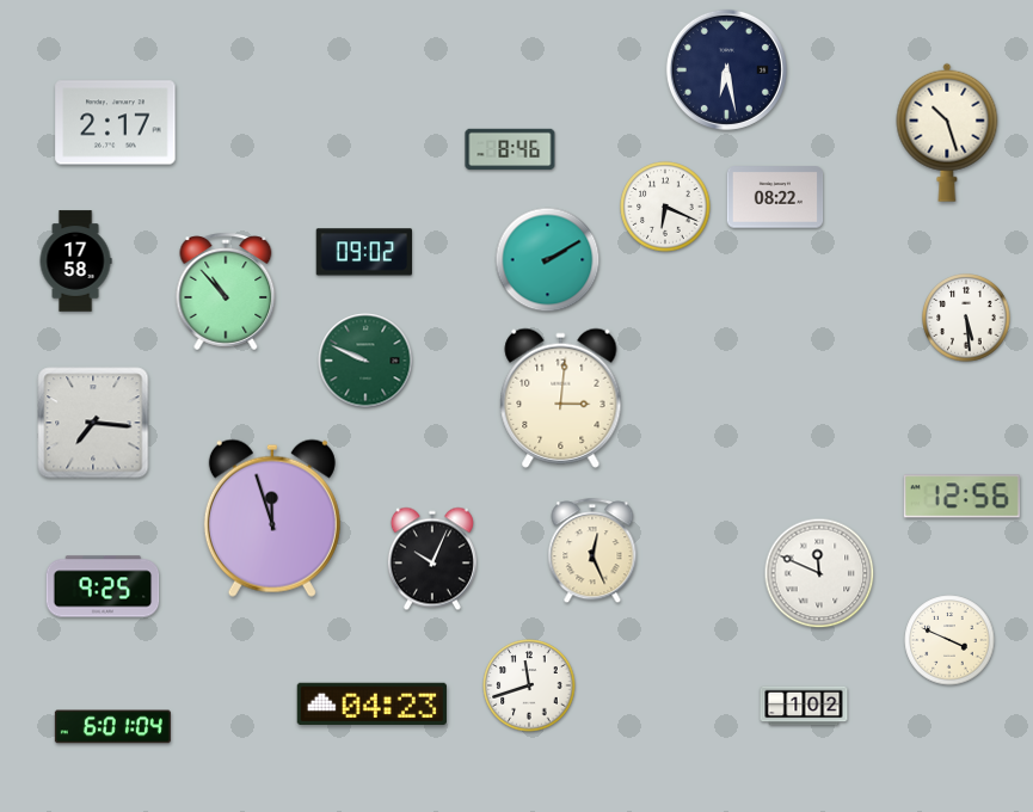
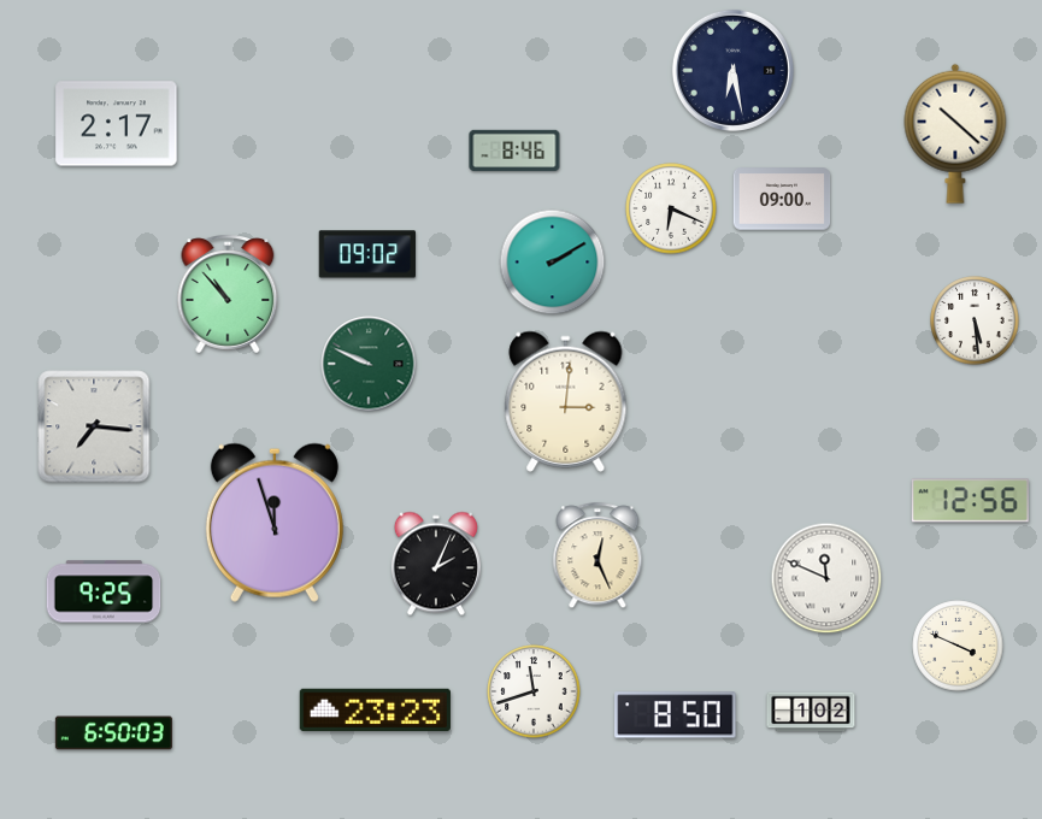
clock at (947, 133): 10:27 -> 10:22
clock at (775, 197): 08:22 -> 09:00
clock at (75, 262): 17:58 -> none
clock at (432, 559): 10:04 -> 2:04
clock at (371, 703): 04:23 -> 23:23
clock at (676, 715): none -> 8:50
clock at (112, 727): 6:01 -> 6:50
